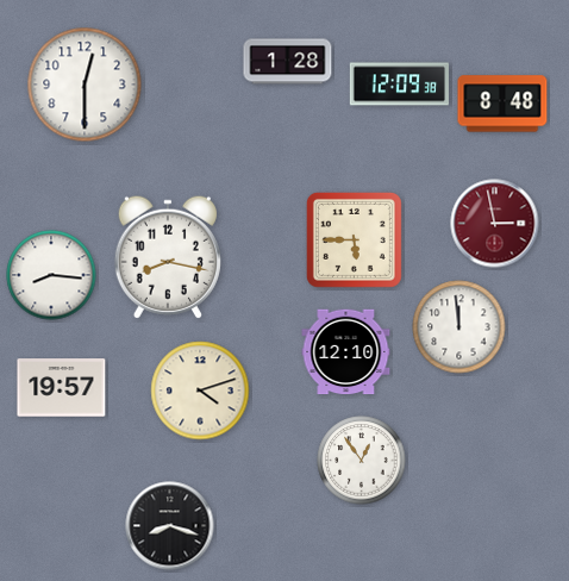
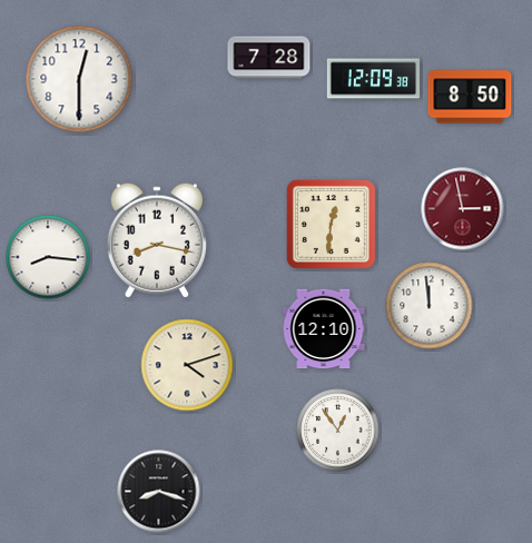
clock at (288, 62): 1:28 -> 7:28
clock at (502, 104): 8:48 -> 8:50
clock at (354, 239): 5:45 -> 12:31
clock at (62, 388): 19:57 -> none
